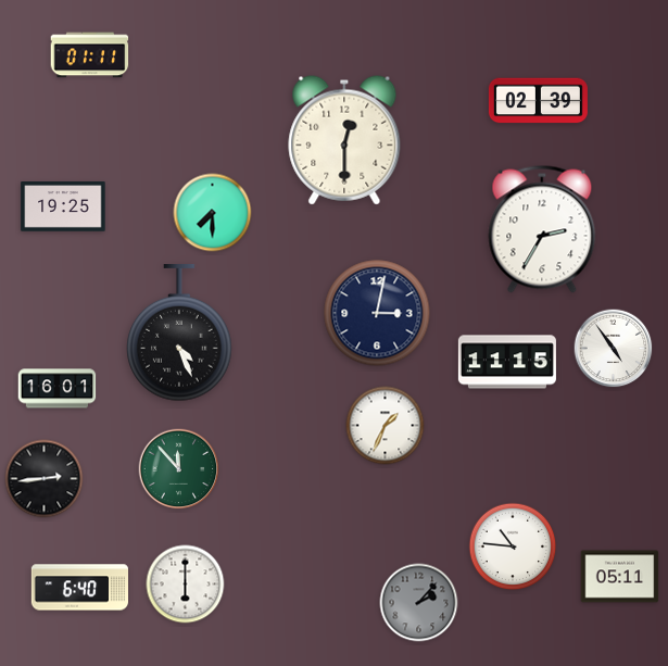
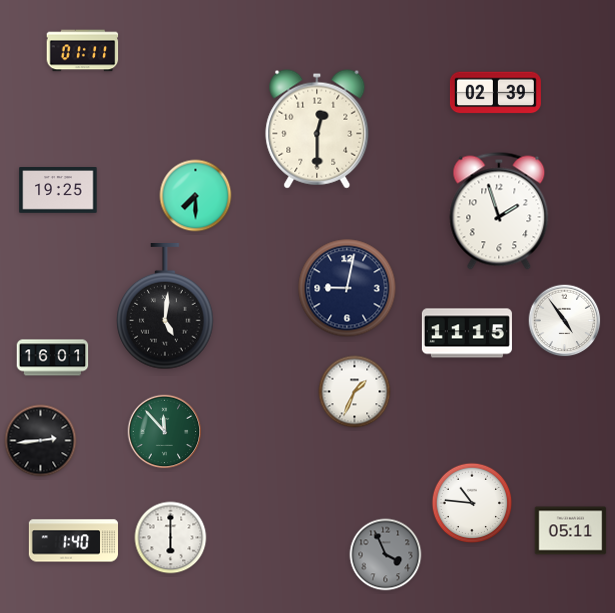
clock at (542, 229): 2:35 -> 1:57
clock at (377, 313): 3:02 -> 9:02
clock at (179, 334): 4:26 -> 5:01
clock at (79, 588): 6:40 -> 1:40
clock at (419, 603): 2:07 -> 3:56
